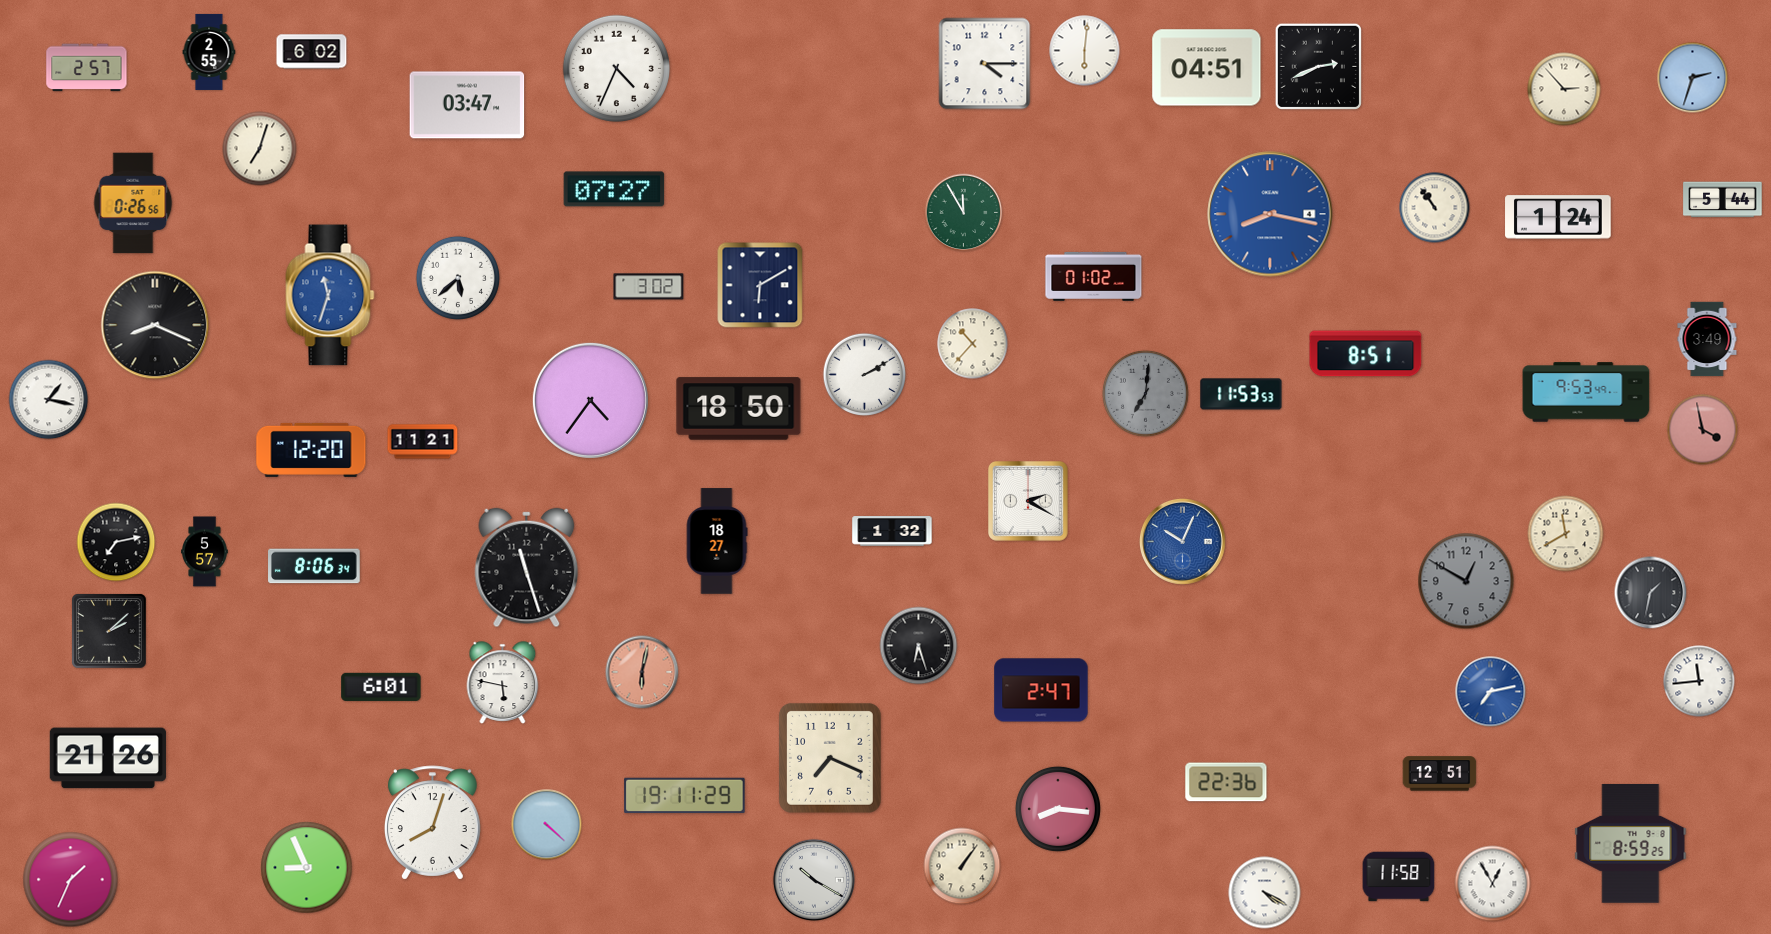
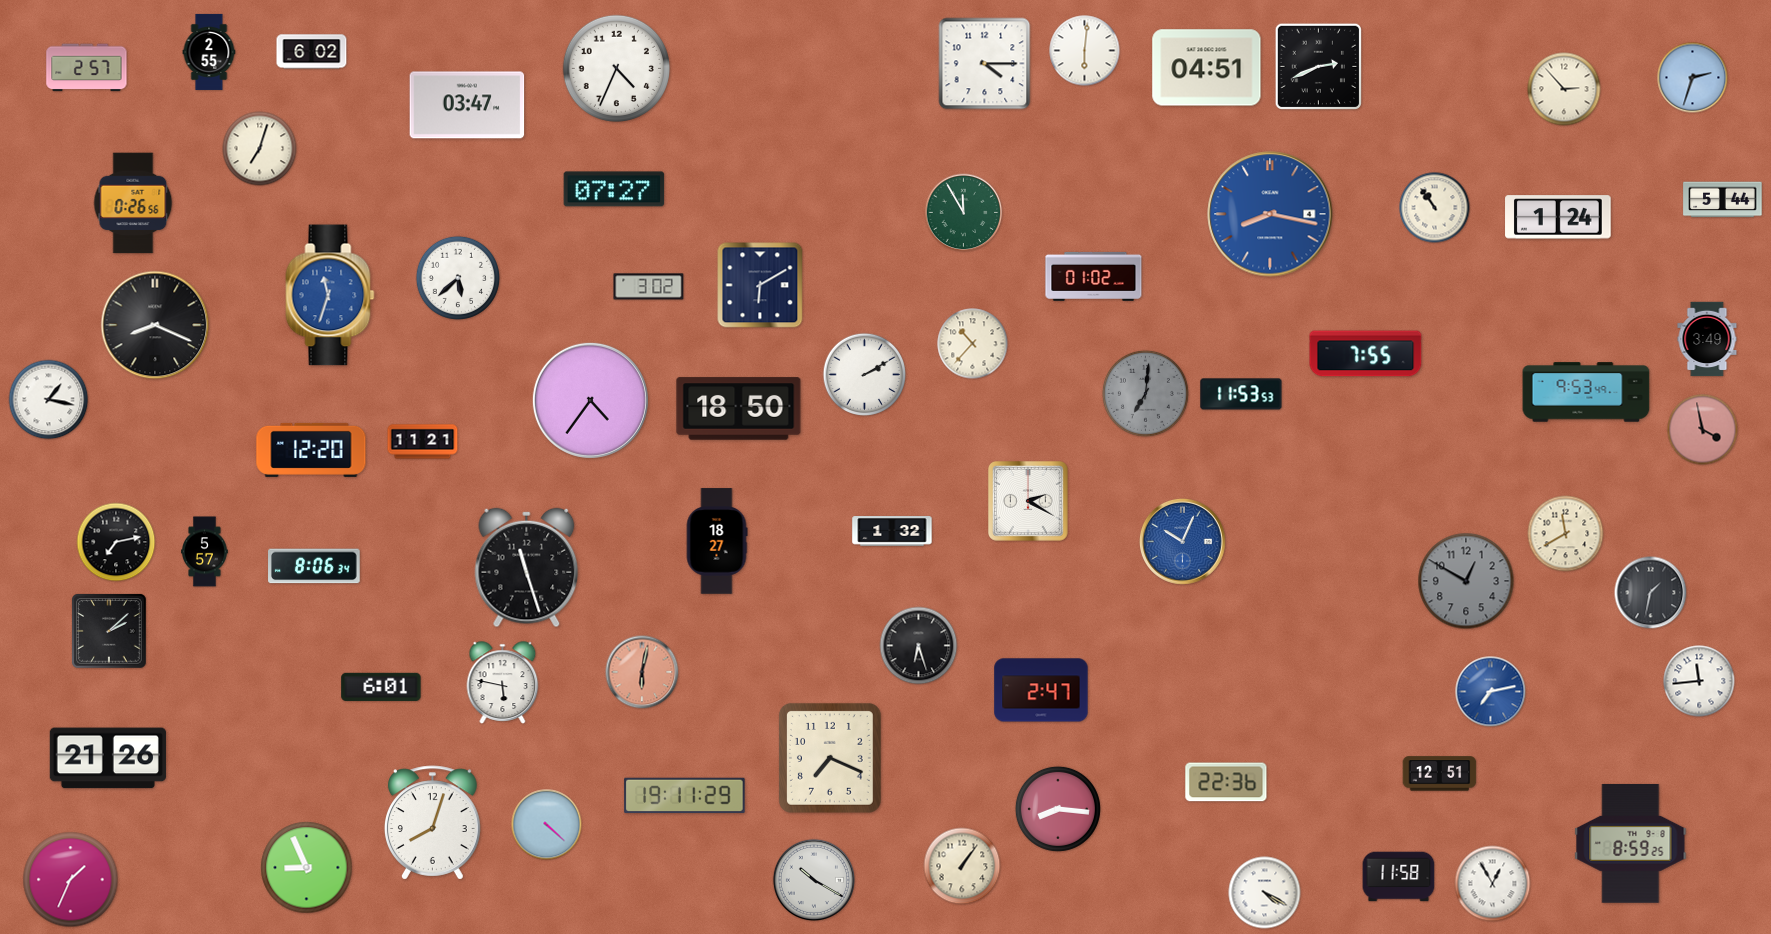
clock at (1366, 354): 8:51 -> 7:55
